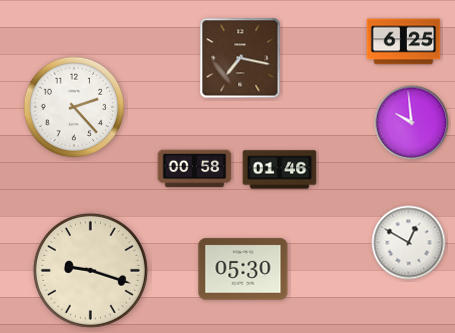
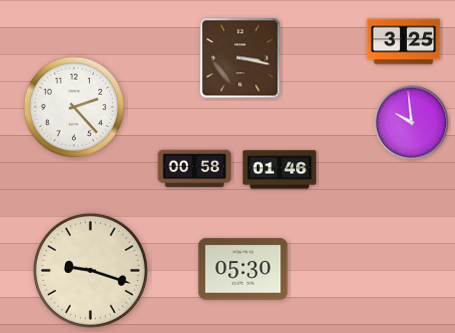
clock at (404, 42): 6:25 -> 3:25
clock at (240, 58): 7:17 -> 3:17
clock at (409, 243): 12:50 -> none
